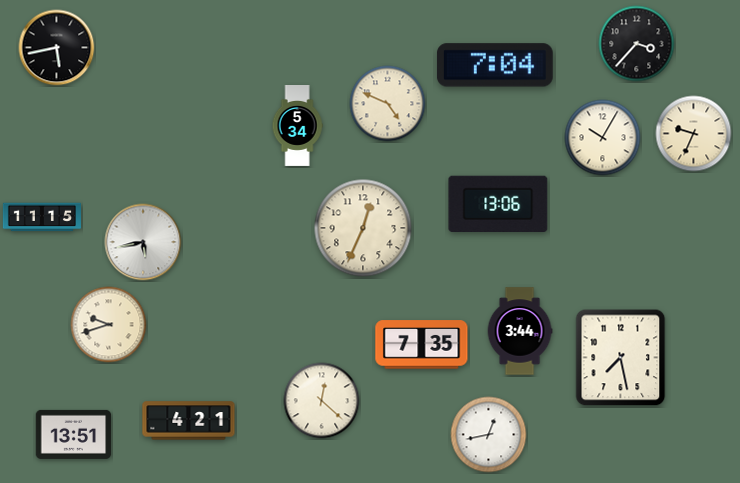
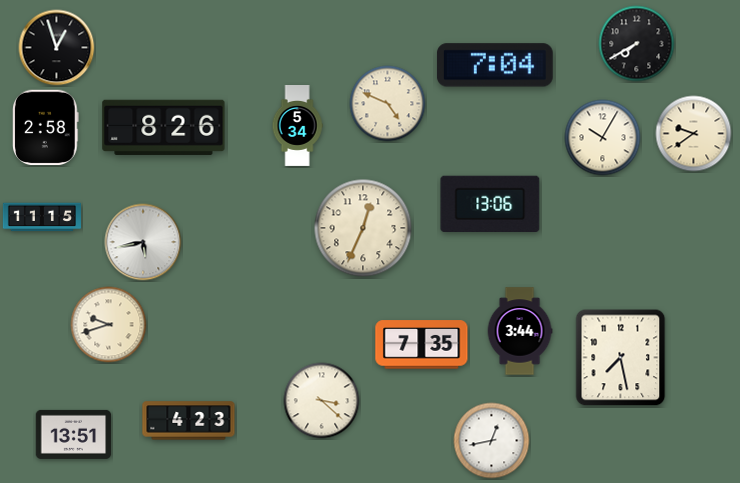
clock at (637, 44): 3:37 -> 7:40
clock at (57, 48): 5:43 -> 12:57
clock at (164, 127): none -> 8:26
clock at (46, 128): none -> 2:58
clock at (694, 134): 9:34 -> 9:39
clock at (498, 203) position: (498, 203) -> (490, 203)
clock at (322, 401): 12:22 -> 3:22
clock at (189, 421): 4:21 -> 4:23
clock at (489, 435) position: (489, 435) -> (492, 441)
